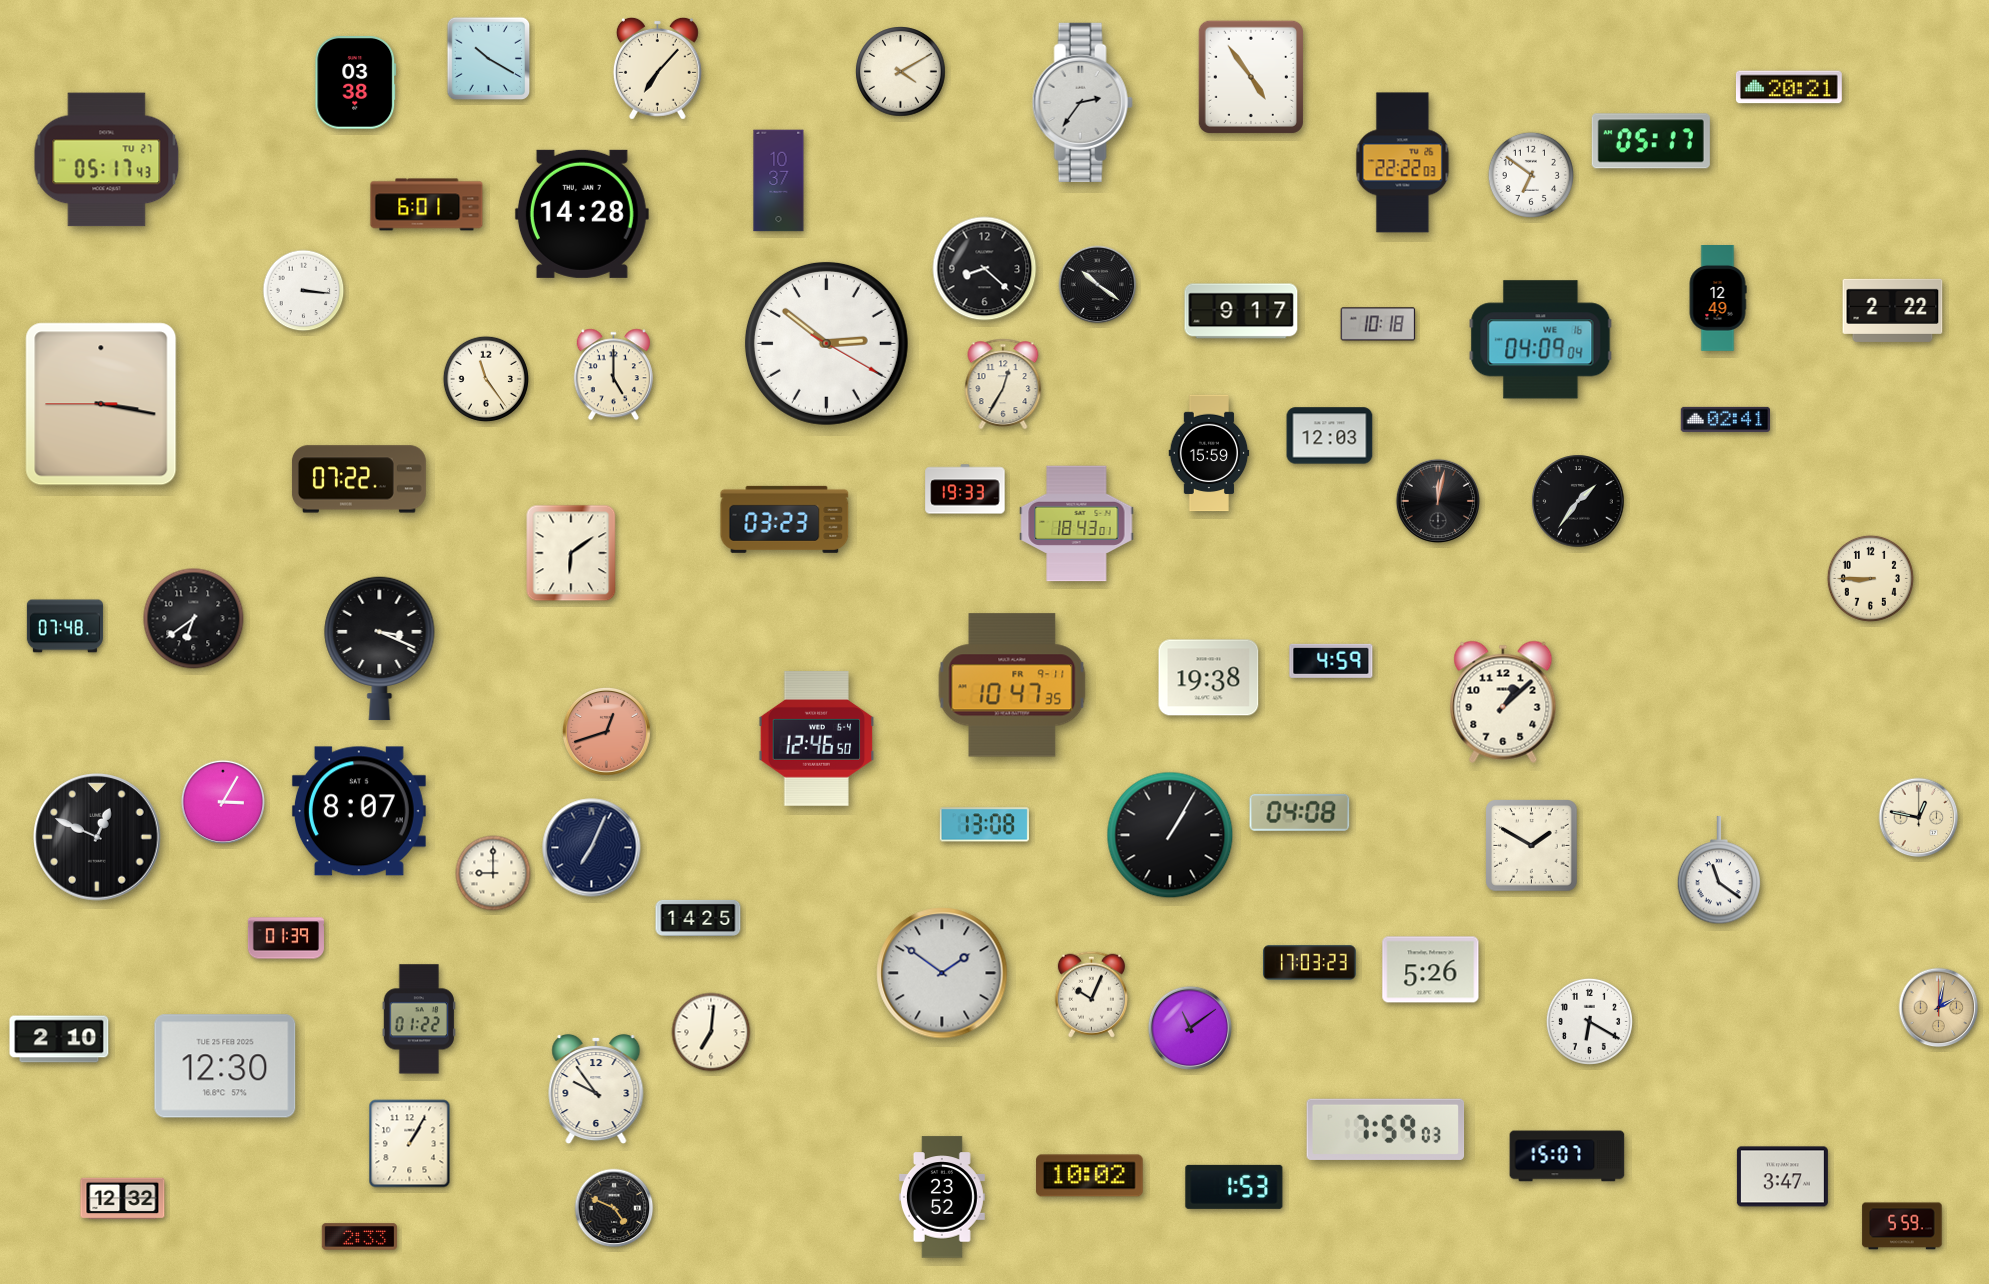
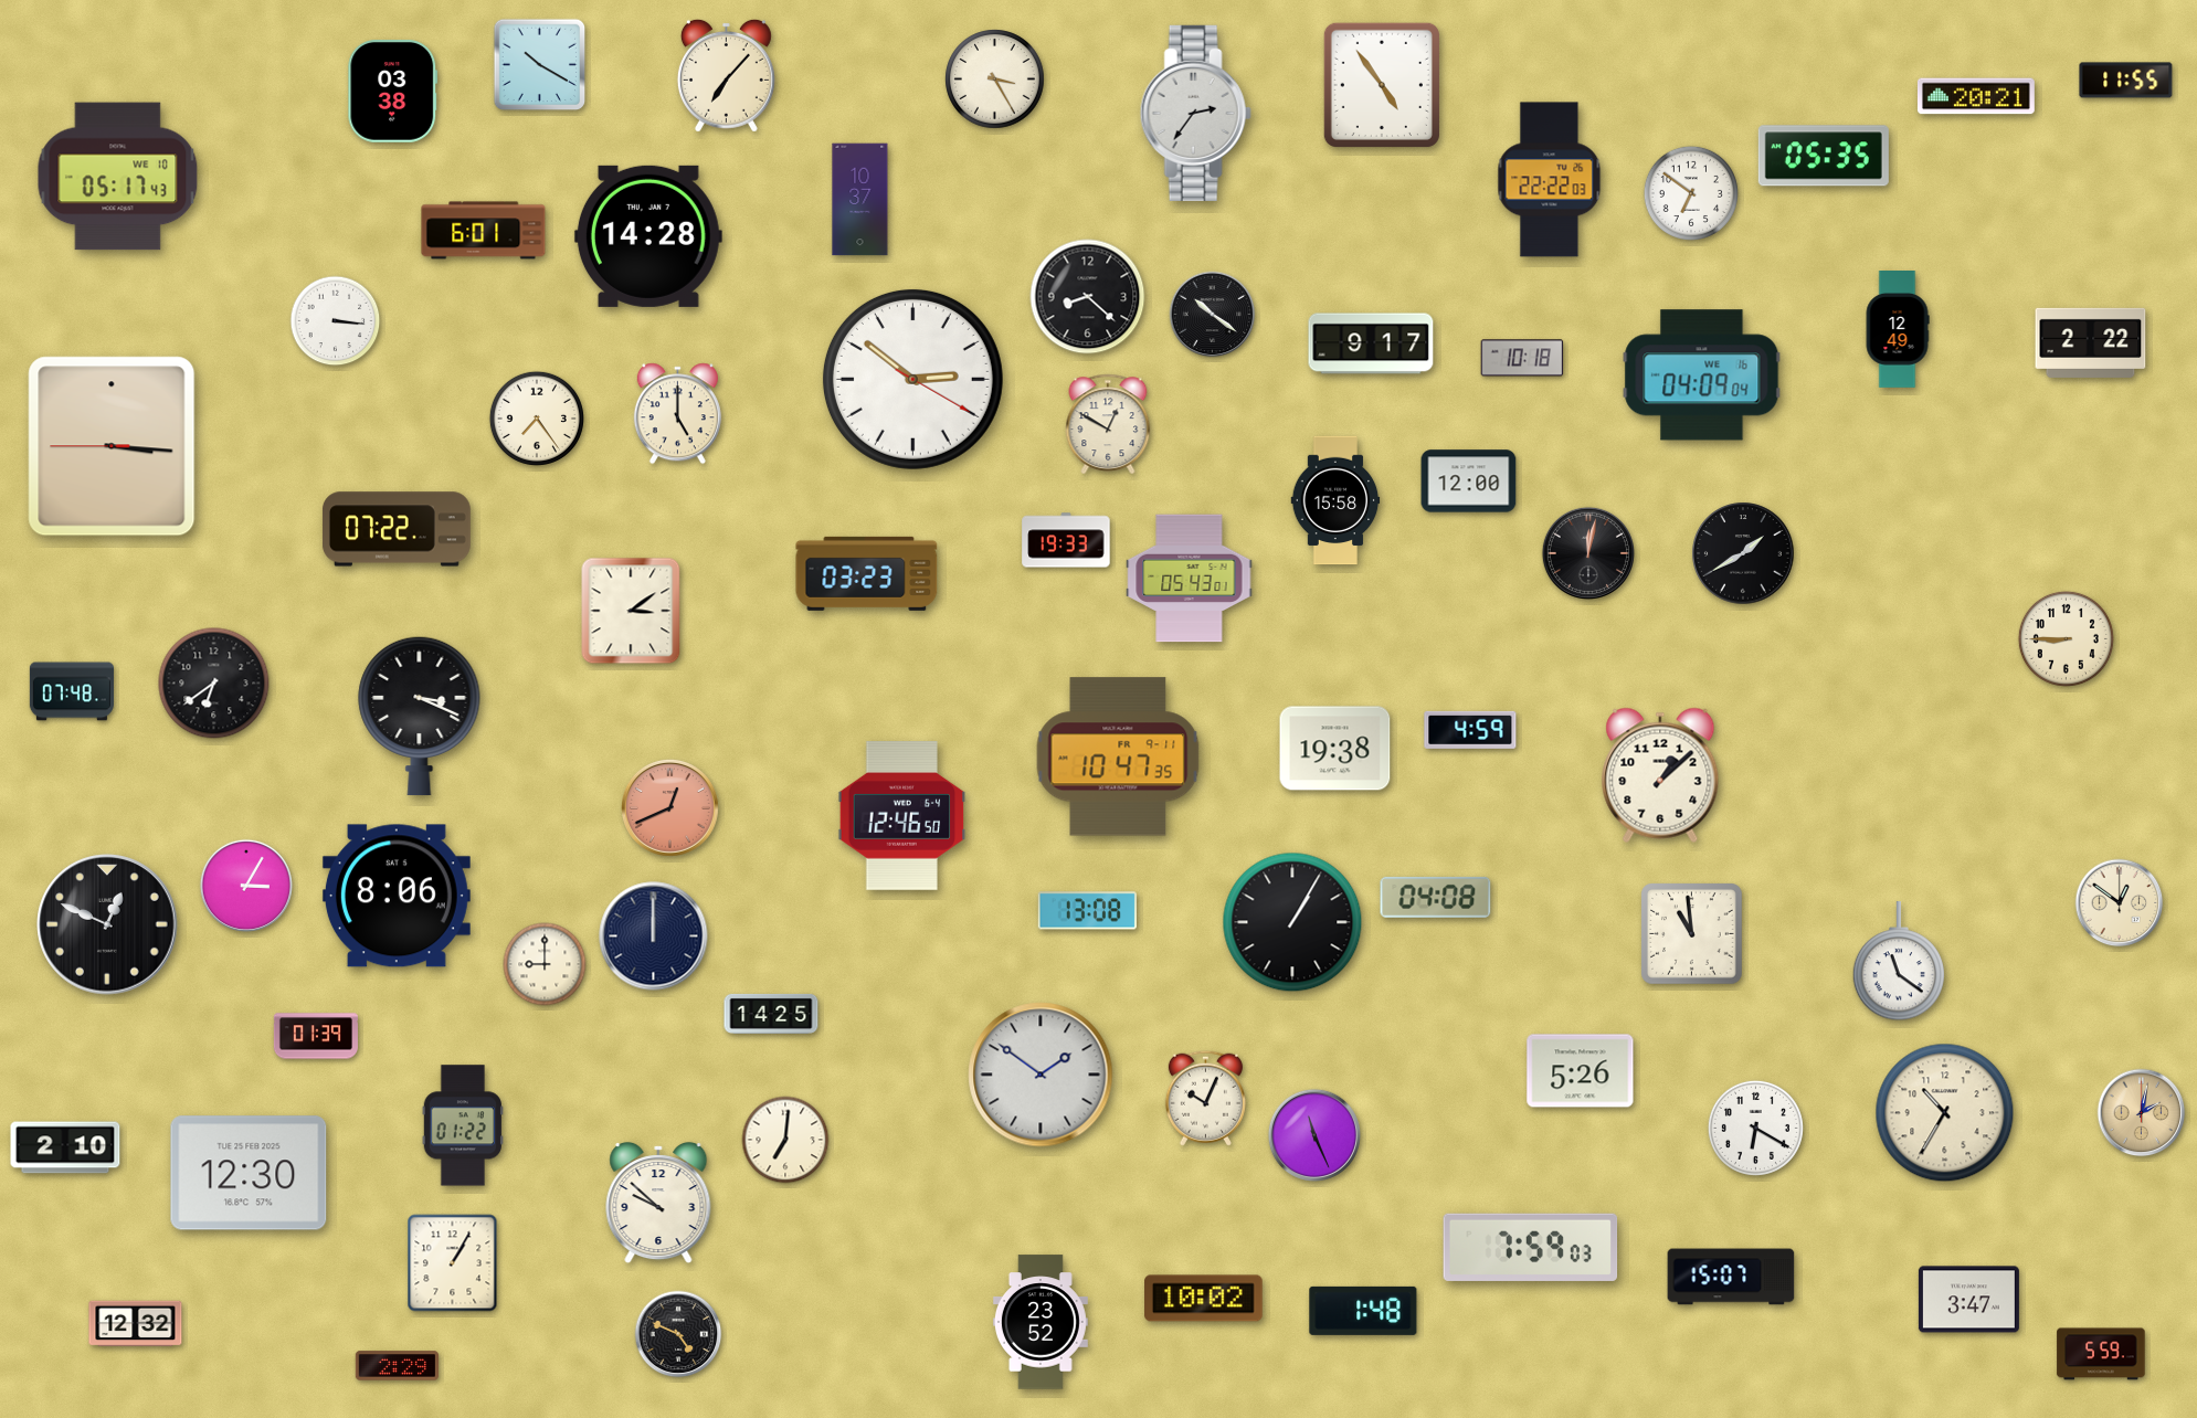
clock at (901, 72): 4:10 -> 3:25
clock at (2126, 81): none -> 11:55
clock at (1651, 141): 05:17 -> 05:35
clock at (107, 160) date: TU 27 -> WE 10
clock at (427, 205) position: (427, 205) -> (484, 231)
clock at (582, 214) position: (582, 214) -> (648, 236)
clock at (486, 379): 11:24 -> 7:24
clock at (1003, 384): 12:35 -> 12:50
clock at (101, 404): 3:16 -> 3:15
clock at (1725, 419): 02:41 -> none
clock at (1330, 436): 12:03 -> 12:00
clock at (1209, 453): 15:59 -> 15:58
clock at (1578, 501): 1:36 -> 1:40
clock at (1077, 524): 18:43 -> 05:43
clock at (571, 553): 6:09 -> 3:09
clock at (606, 731): 12:42 -> 12:41
clock at (359, 811): 8:07 -> 8:06
clock at (1919, 818): 12:47 -> 12:51
clock at (1532, 846): 1:50 -> 10:59
clock at (592, 848): 7:04 -> 12:00
clock at (1310, 963): 17:03 -> none
clock at (1945, 1113): none -> 10:35
clock at (1190, 1028): 11:09 -> 11:26
clock at (225, 1066) position: (225, 1066) -> (249, 1173)
clock at (596, 1089): 9:54 -> 9:52
clock at (1234, 1187): 1:53 -> 1:48
clock at (360, 1237): 2:33 -> 2:29
